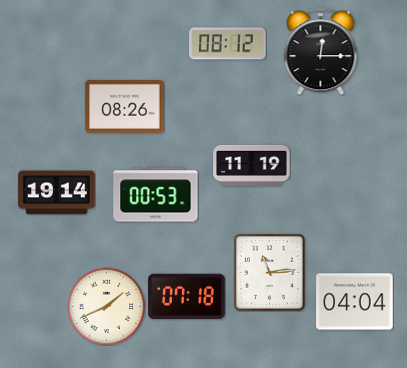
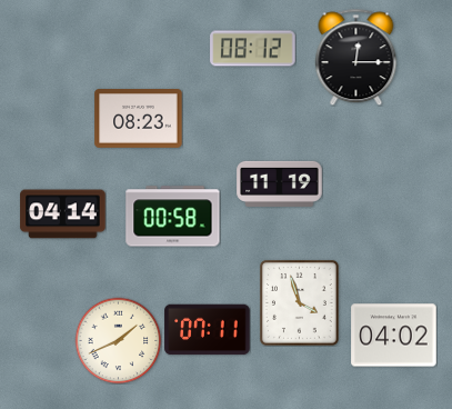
clock at (125, 107): 08:26 -> 08:23
clock at (57, 193): 19:14 -> 04:14
clock at (156, 195): 00:53 -> 00:58
clock at (269, 272): 11:14 -> 3:57
clock at (187, 297): 07:18 -> 07:11
clock at (355, 302): 04:04 -> 04:02
